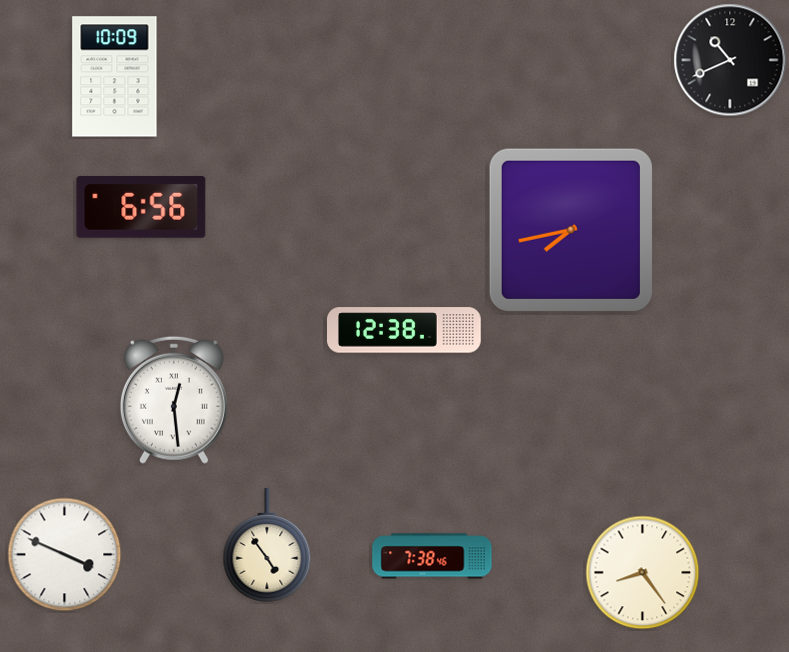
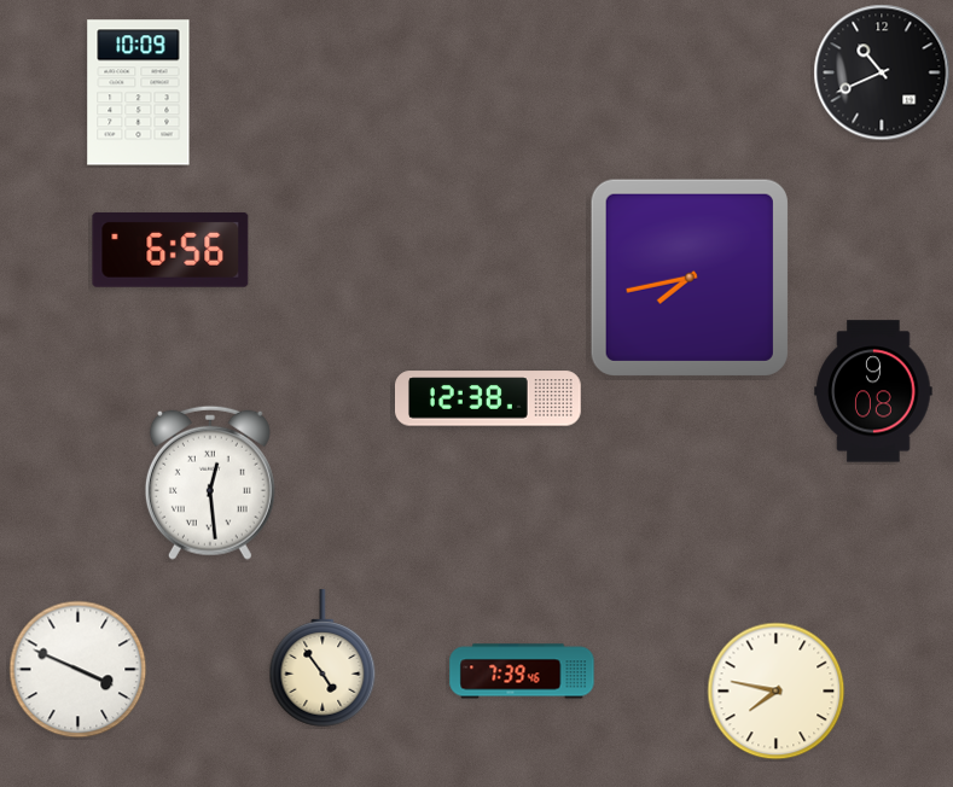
clock at (873, 391): none -> 9:08
clock at (432, 556): 7:38 -> 7:39
clock at (643, 573): 8:24 -> 7:47
